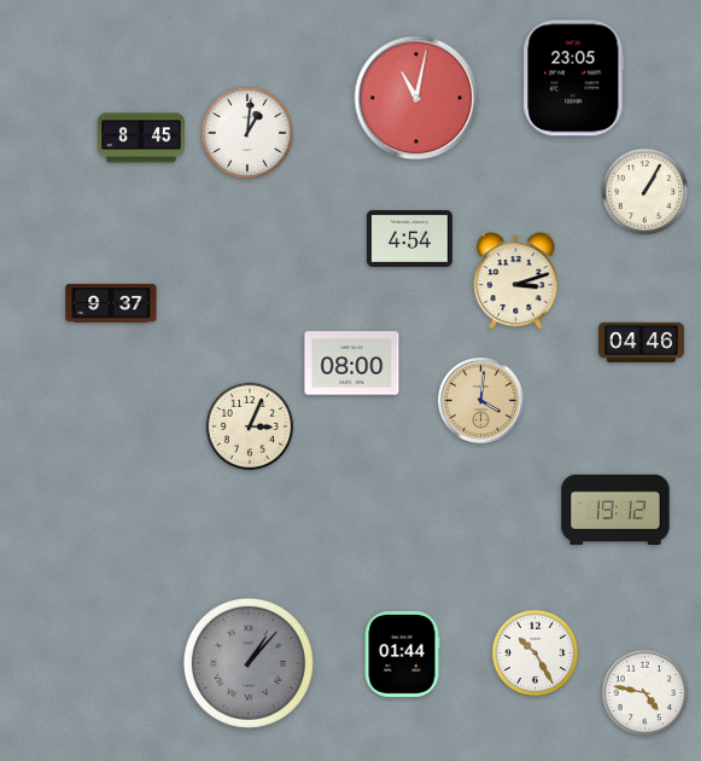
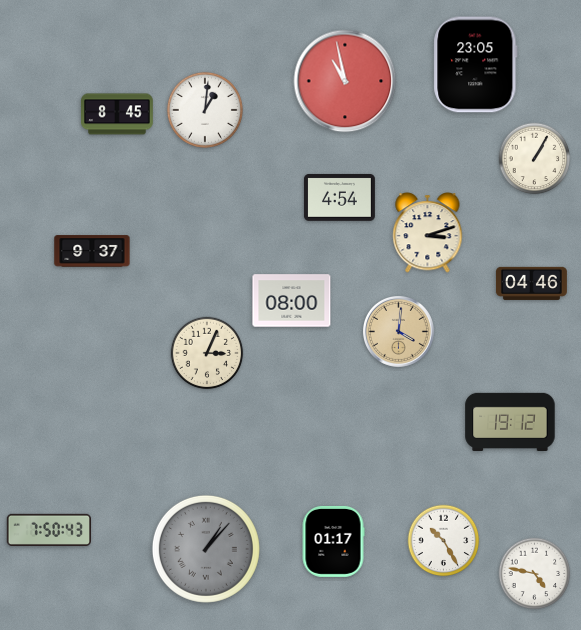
clock at (416, 98): 11:02 -> 10:58
clock at (48, 530): none -> 7:50
clock at (402, 653): 01:44 -> 01:17
